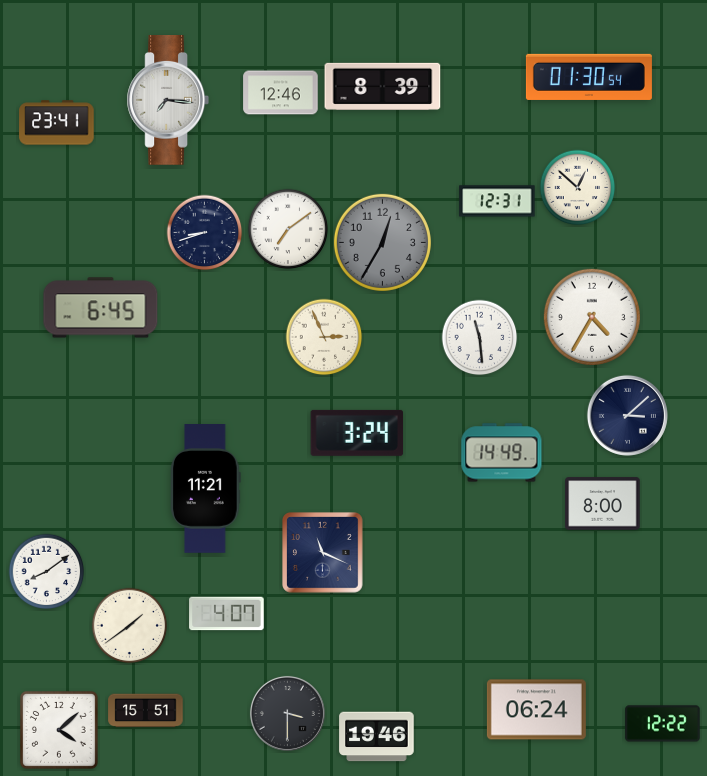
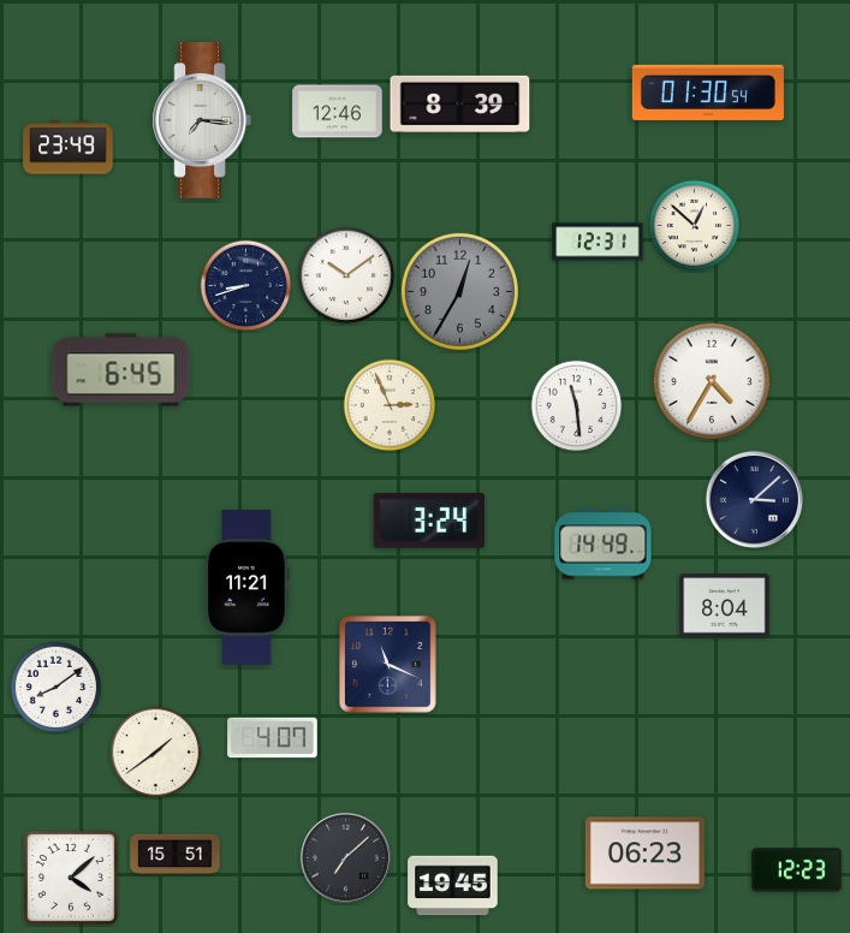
clock at (57, 123): 23:41 -> 23:49
clock at (288, 229): 7:09 -> 10:09
clock at (205, 233) position: (205, 233) -> (246, 286)
clock at (603, 504): 8:00 -> 8:04
clock at (536, 710): 06:24 -> 06:23
clock at (287, 713): 3:30 -> 7:08
clock at (663, 724): 12:22 -> 12:23
clock at (377, 737): 19:46 -> 19:45
